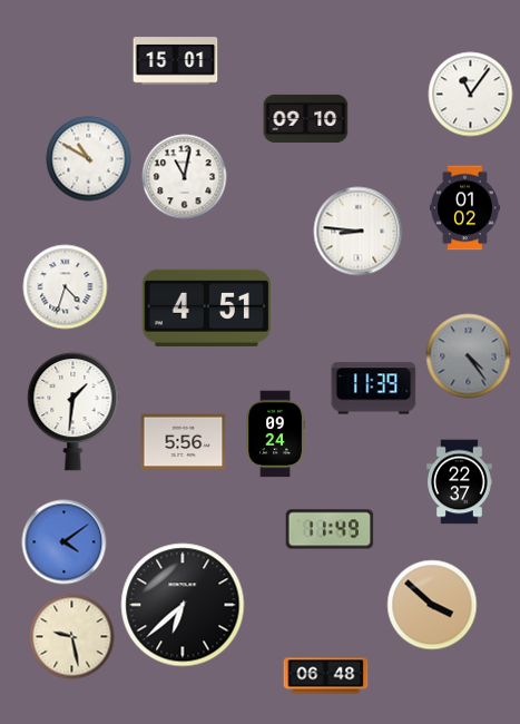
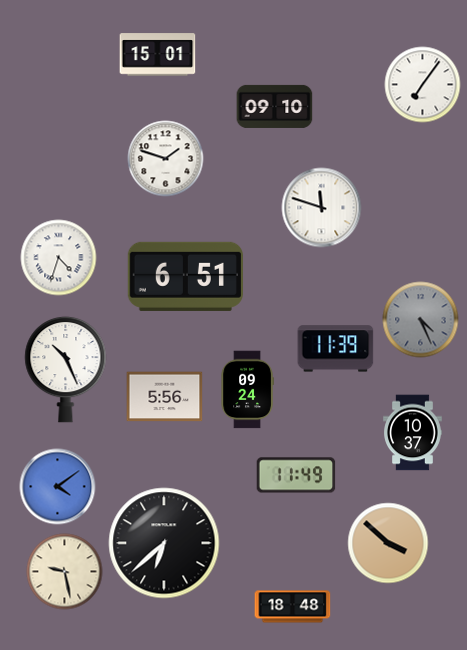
clock at (471, 95): 11:06 -> 7:06
clock at (89, 159): 10:50 -> none
clock at (185, 177): 11:02 -> 1:48
clock at (465, 208): 01:02 -> none
clock at (359, 232): 8:46 -> 11:48
clock at (206, 307): 4:51 -> 6:51
clock at (469, 356): 4:24 -> 4:26
clock at (73, 411): 1:31 -> 10:26
clock at (460, 482): 22:37 -> 10:37
clock at (326, 676): 06:48 -> 18:48
